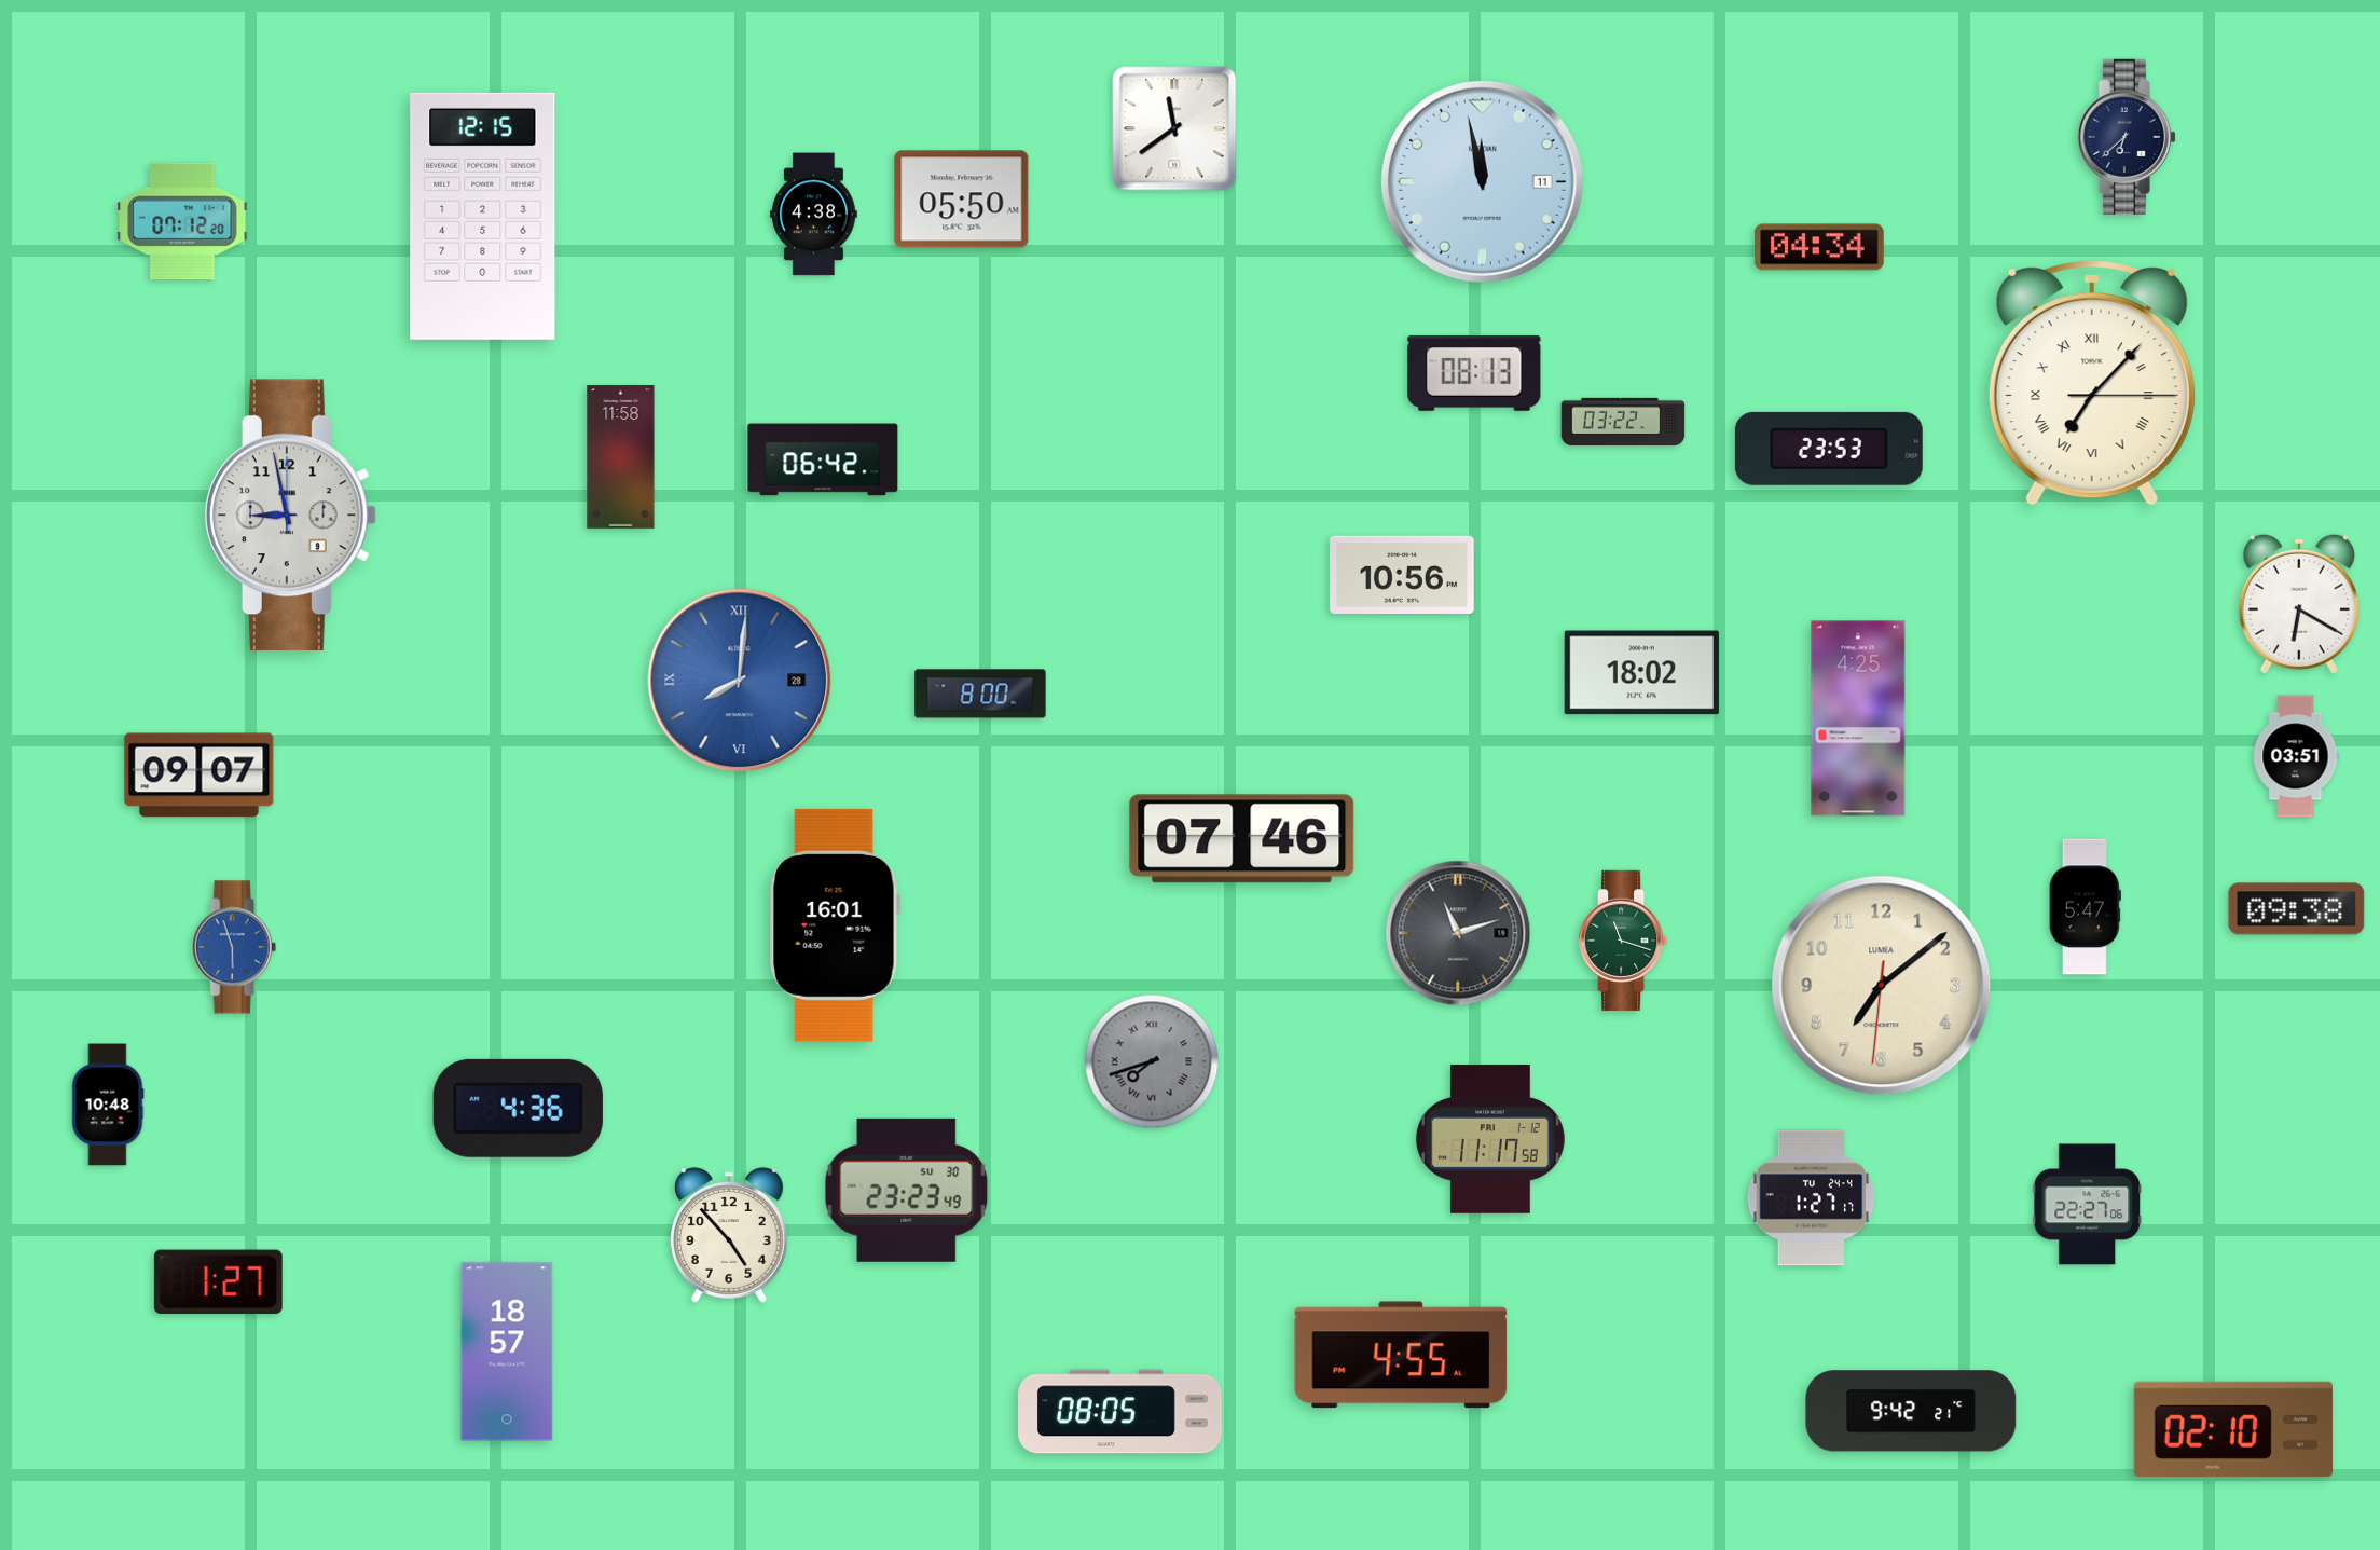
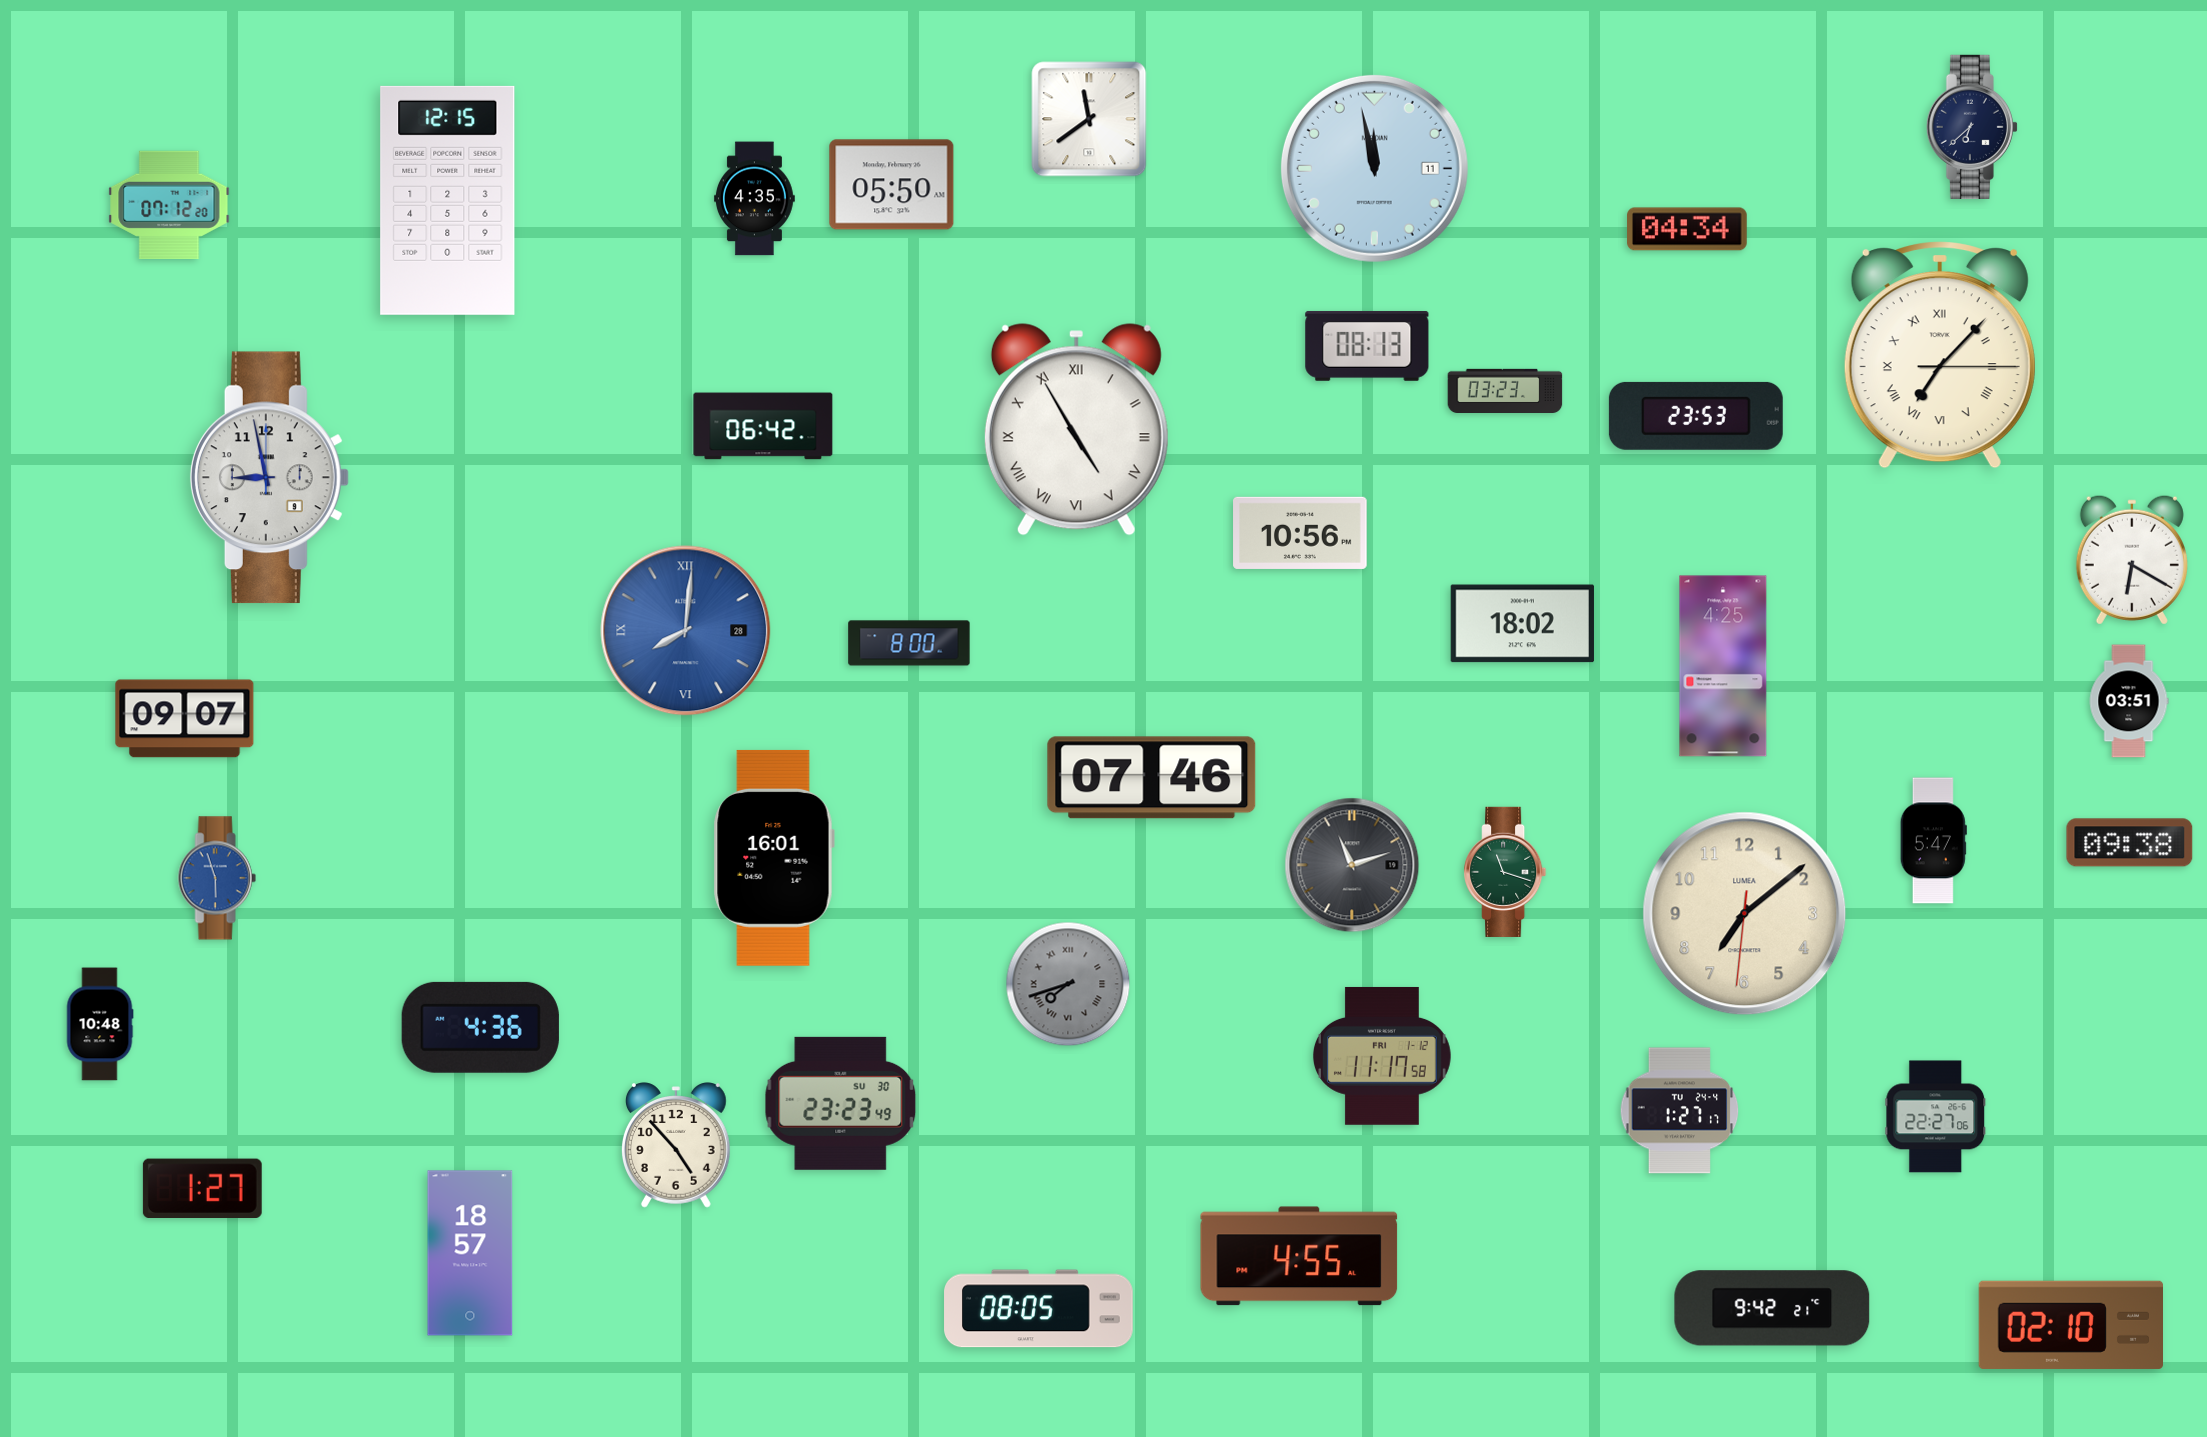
clock at (813, 215): 4:38 -> 4:35
clock at (1623, 421): 03:22 -> 03:23
clock at (621, 457): 11:58 -> none
clock at (1076, 430): none -> 4:55
